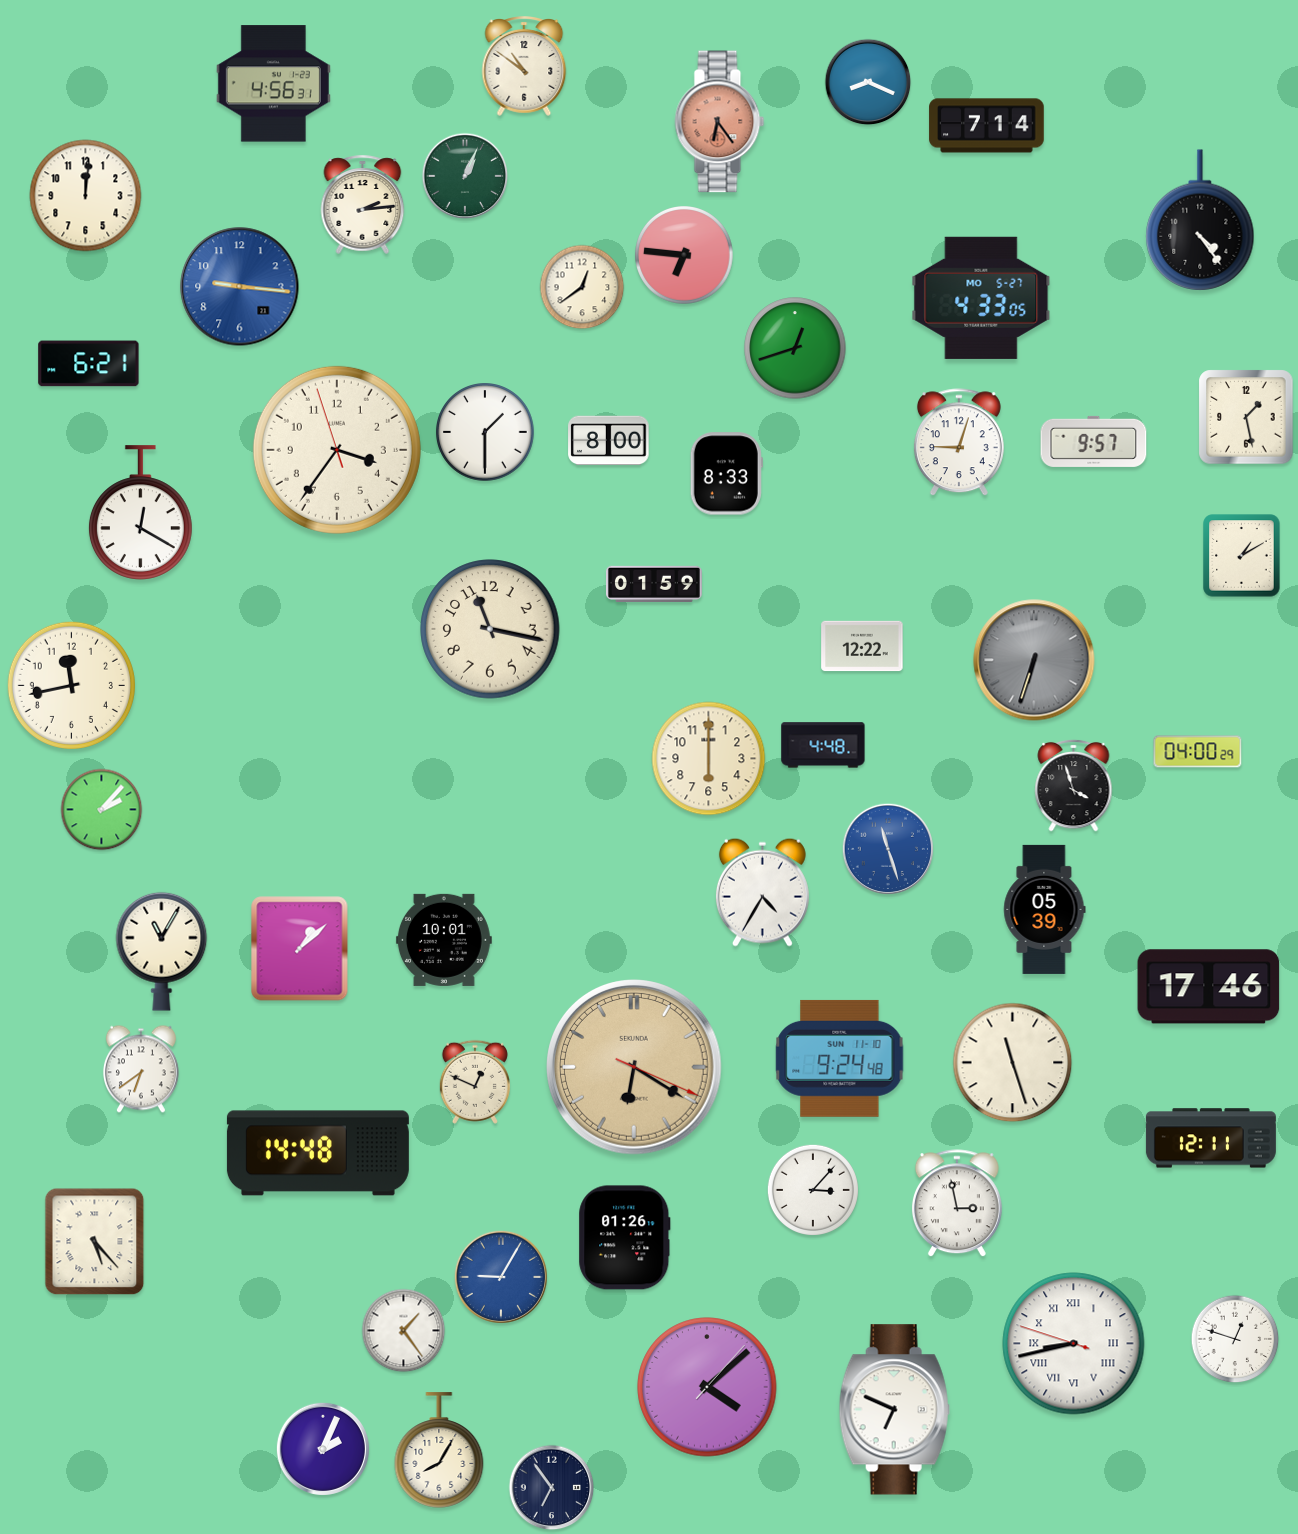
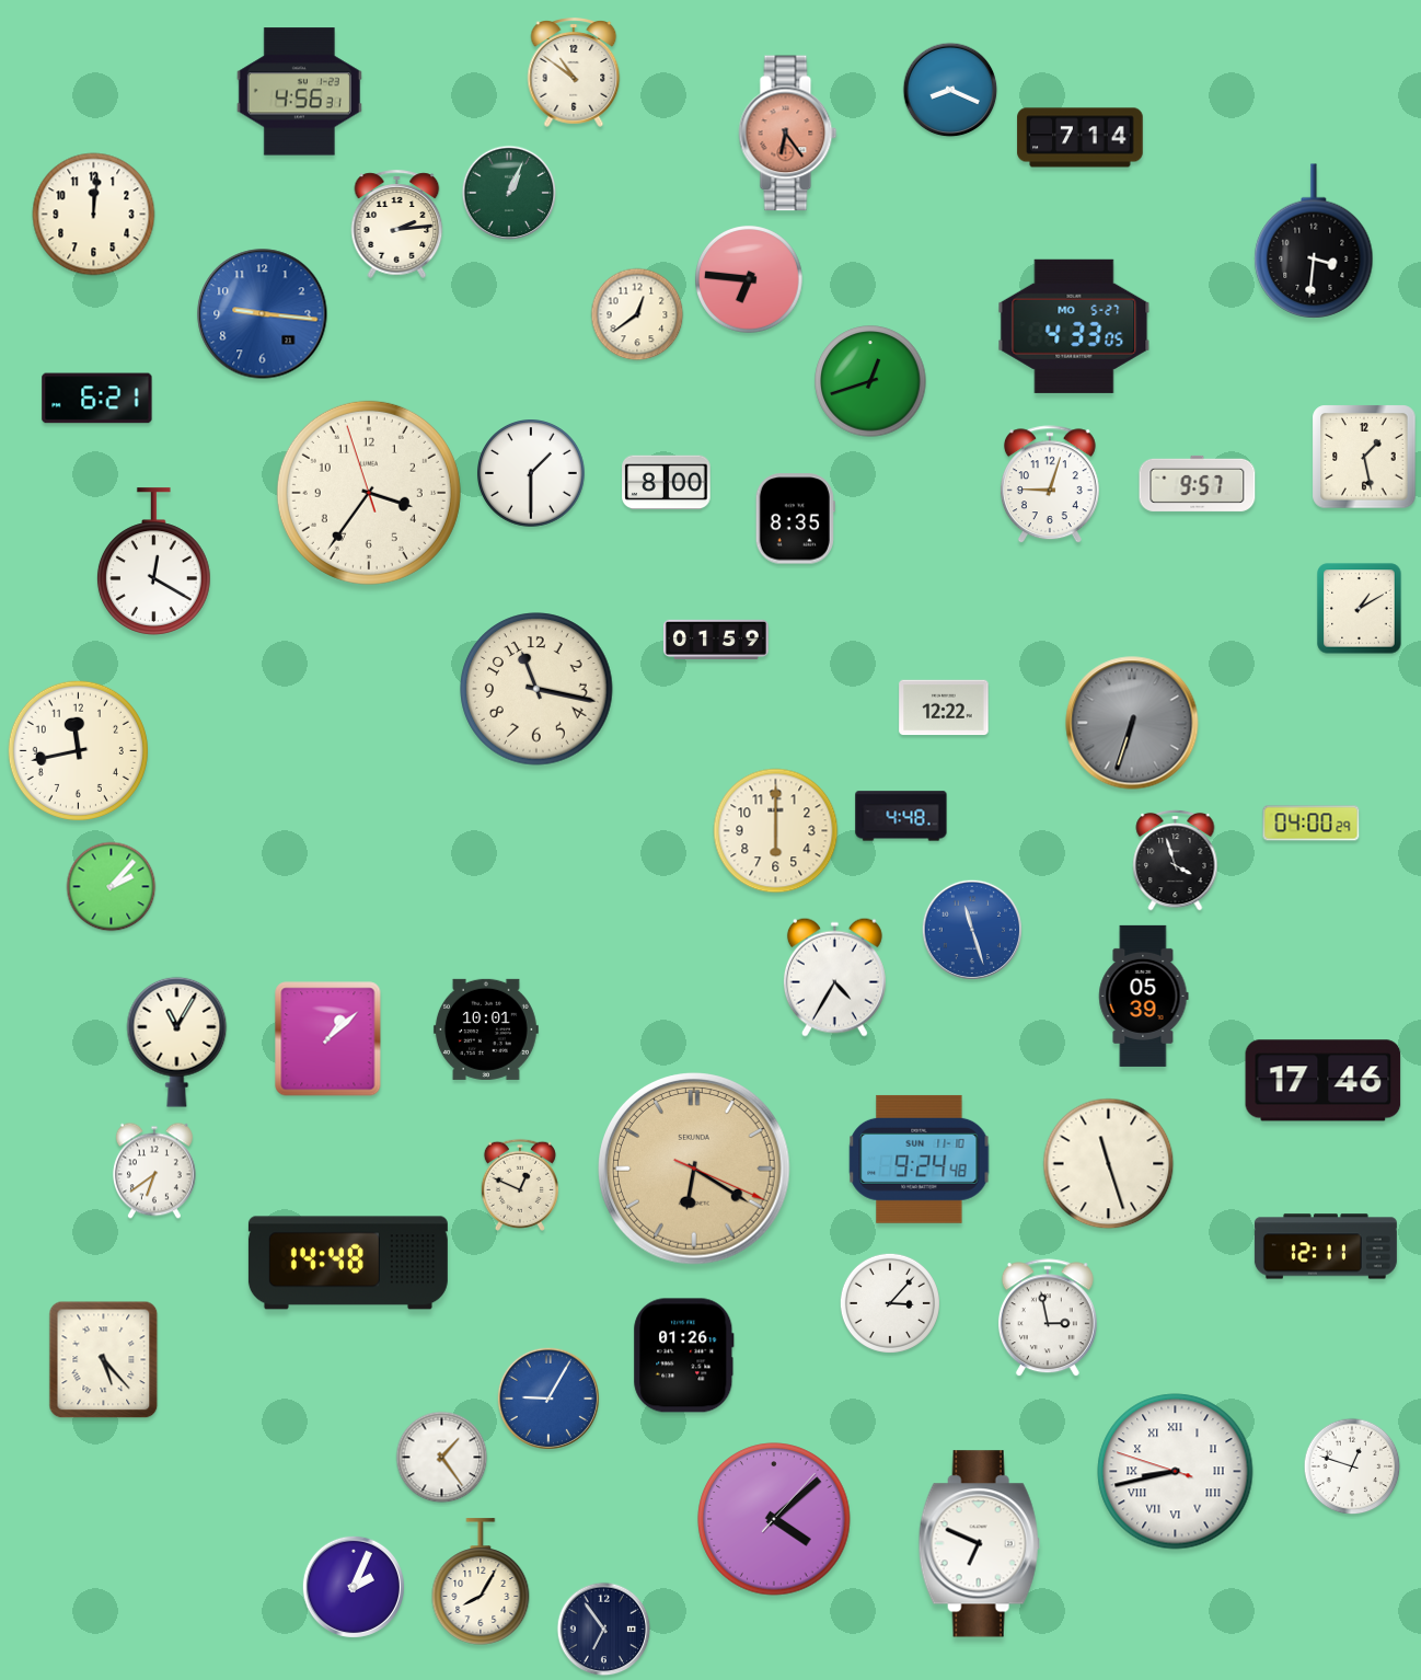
clock at (1200, 220): 4:24 -> 3:31
clock at (726, 474): 8:33 -> 8:35
clock at (439, 1450) position: (439, 1450) -> (481, 1581)
